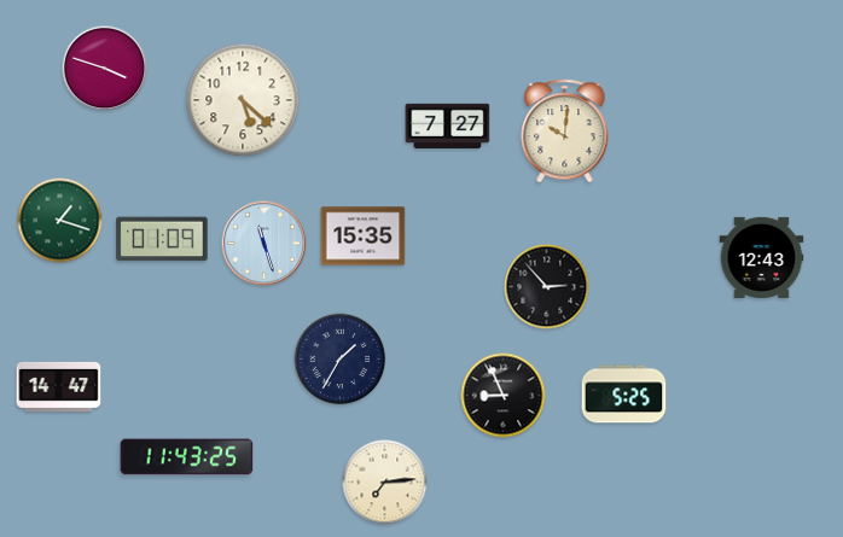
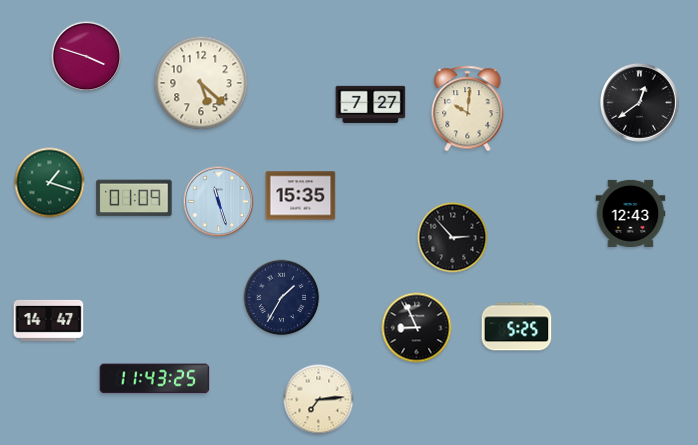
clock at (640, 103): none -> 12:39
